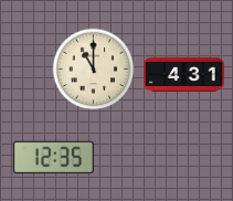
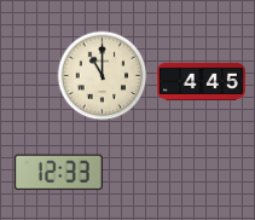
clock at (183, 74): 4:31 -> 4:45
clock at (53, 158): 12:35 -> 12:33
